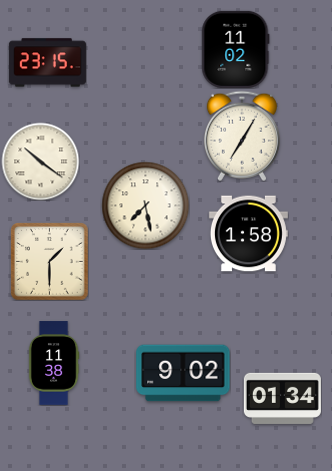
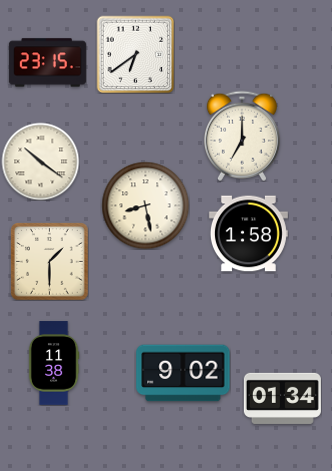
clock at (236, 49): 11:02 -> none
clock at (135, 54): none -> 6:39
clock at (242, 136): 7:05 -> 7:00
clock at (145, 205): 7:28 -> 8:28
